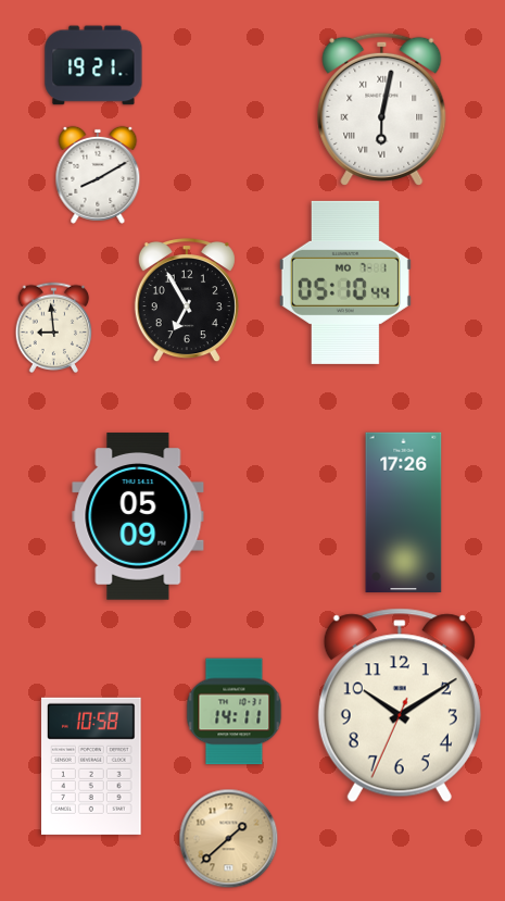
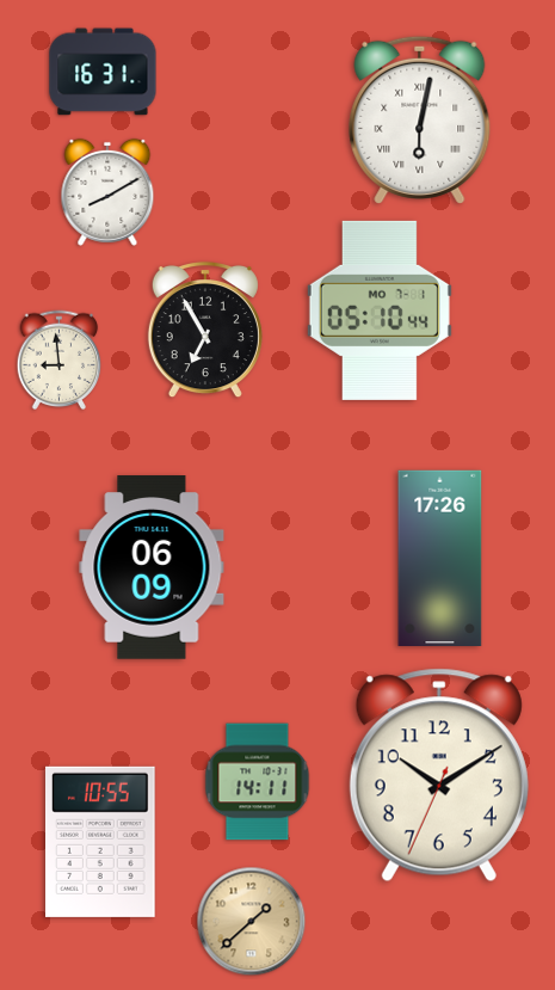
clock at (93, 65): 19:21 -> 16:31
clock at (404, 512) position: (404, 512) -> (440, 558)
clock at (138, 516): 05:09 -> 06:09
clock at (92, 766): 10:58 -> 10:55
